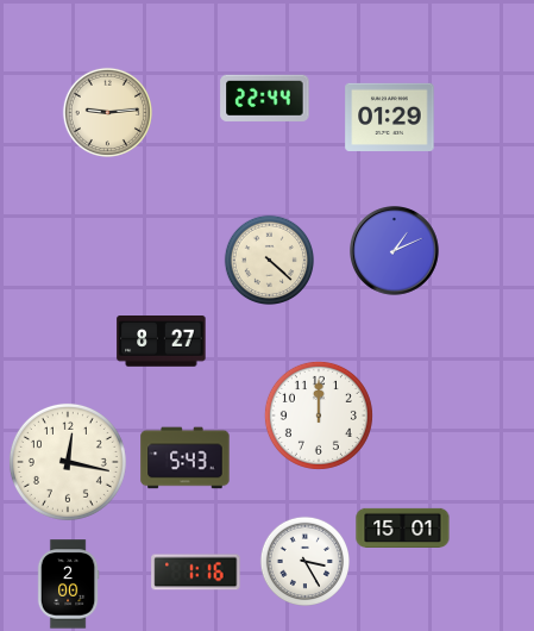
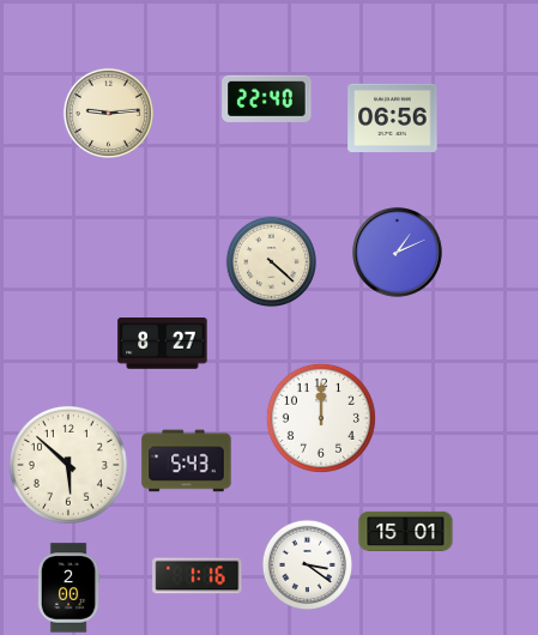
clock at (265, 98): 22:44 -> 22:40
clock at (390, 117): 01:29 -> 06:56
clock at (68, 462): 12:17 -> 5:52
clock at (304, 561): 3:25 -> 3:21
